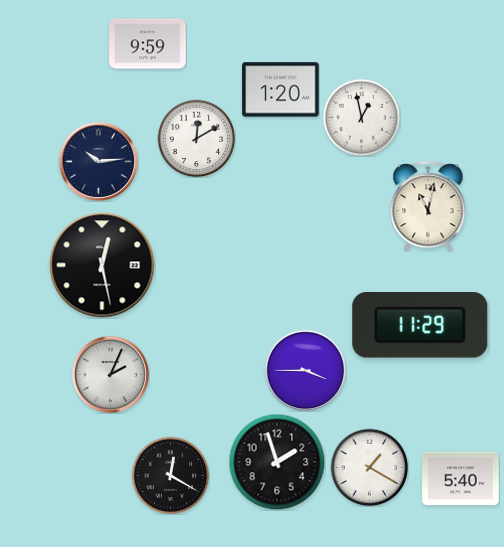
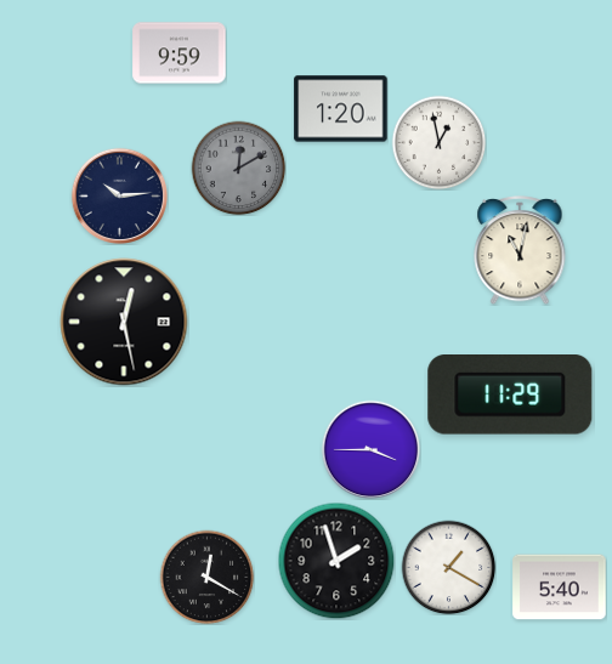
clock at (196, 138) dial: white -> grey
clock at (110, 374): 2:04 -> none
clock at (461, 479) position: (461, 479) -> (560, 588)
